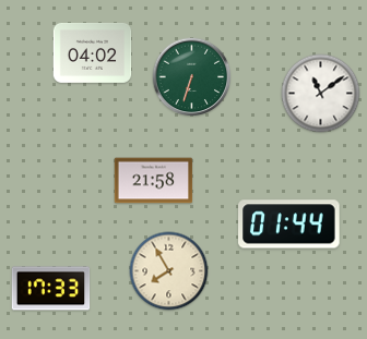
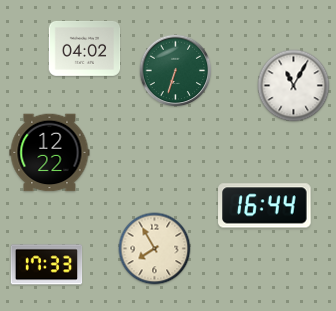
clock at (321, 94): 11:09 -> 11:05
clock at (50, 153): none -> 12:22
clock at (154, 181): 21:58 -> none
clock at (289, 225): 01:44 -> 16:44
